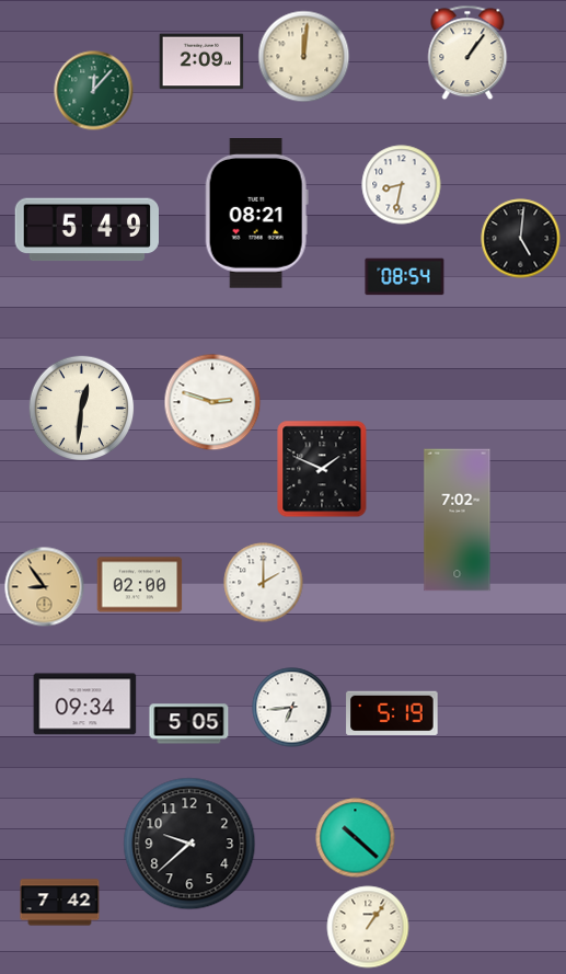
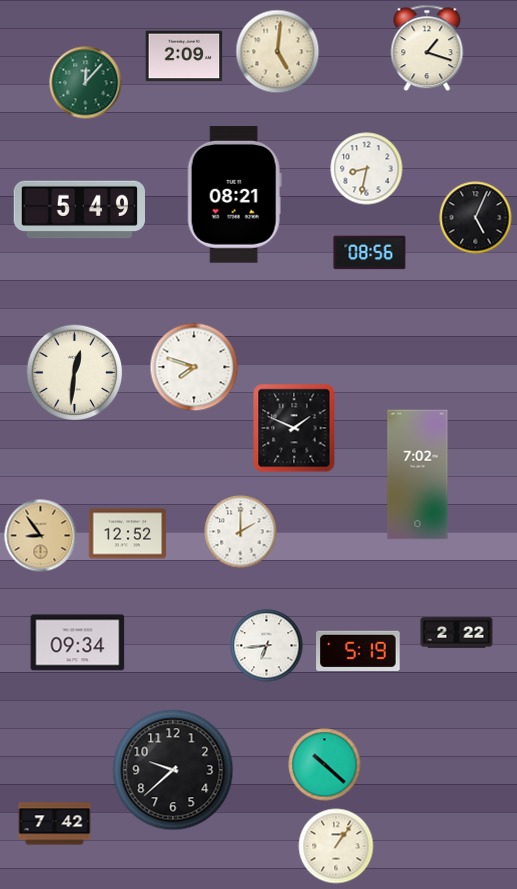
clock at (467, 53): 1:06 -> 1:18
clock at (304, 57): 12:01 -> 5:01
clock at (521, 239): 5:01 -> 5:04
clock at (405, 277): 08:54 -> 08:56
clock at (212, 402): 2:48 -> 7:48
clock at (140, 585): 02:00 -> 12:52
clock at (457, 633): none -> 2:22
clock at (189, 724): 5:05 -> none
